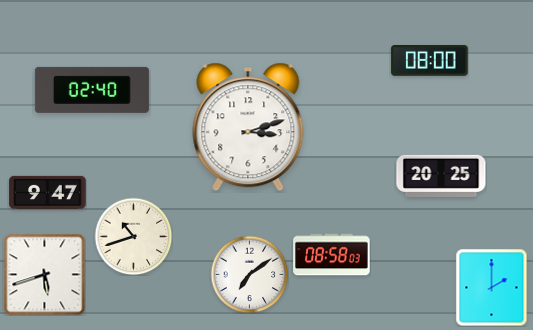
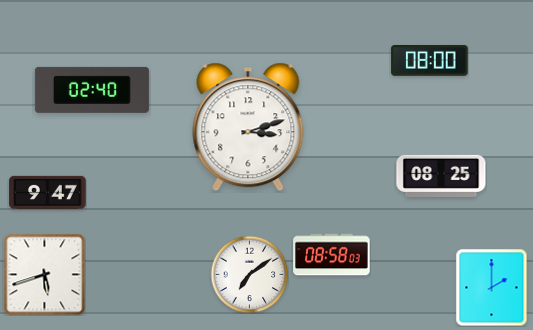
clock at (441, 176): 20:25 -> 08:25
clock at (133, 236): 10:42 -> none
